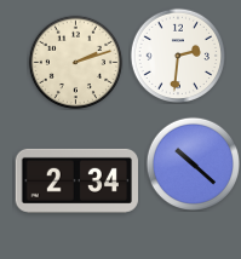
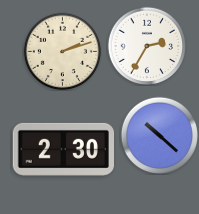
clock at (177, 54): 2:31 -> 2:35
clock at (76, 180): 2:34 -> 2:30
